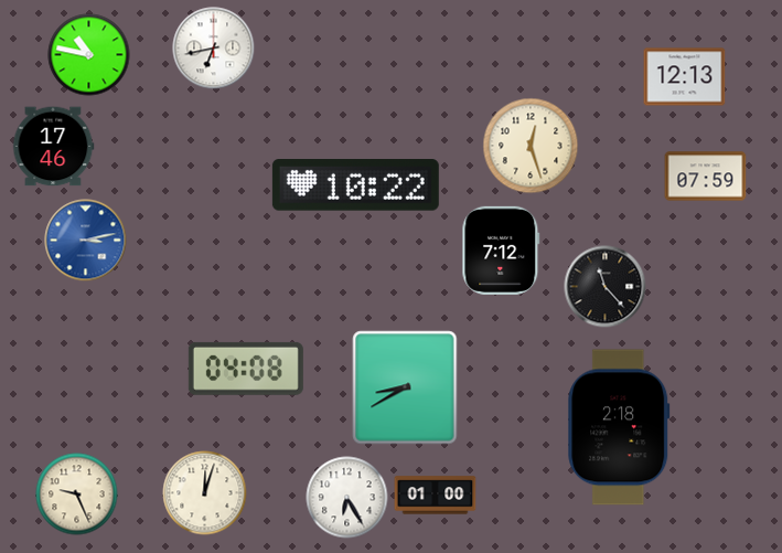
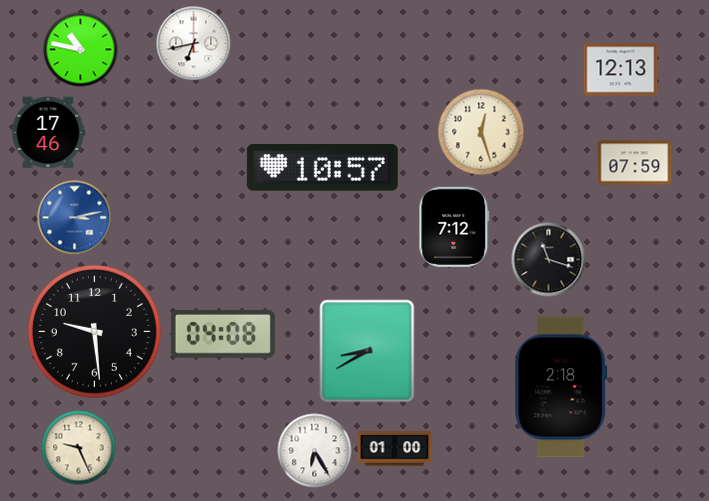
clock at (706, 177) position: (706, 177) -> (635, 163)
clock at (355, 185): 10:22 -> 10:57
clock at (86, 241) position: (86, 241) -> (75, 218)
clock at (606, 287): 11:23 -> 11:18
clock at (94, 331): none -> 9:29
clock at (205, 493): 12:03 -> none
clock at (77, 494) position: (77, 494) -> (79, 448)
